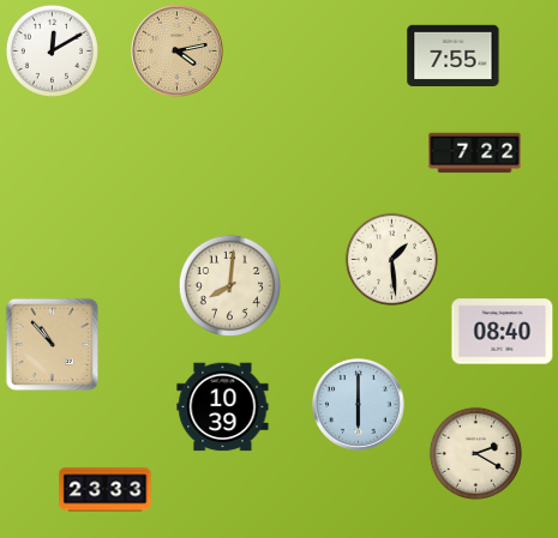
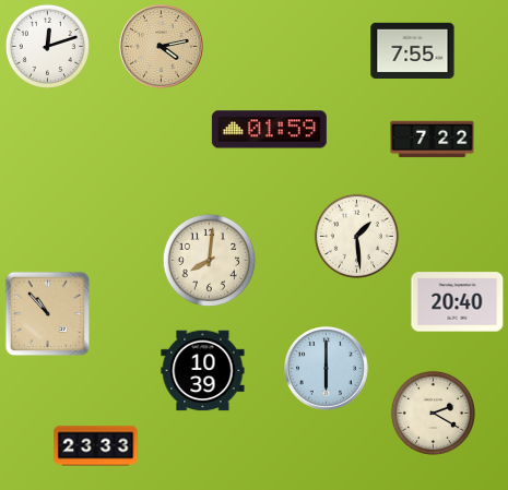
clock at (52, 50): 12:10 -> 12:12
clock at (269, 130): none -> 01:59
clock at (503, 332): 08:40 -> 20:40
